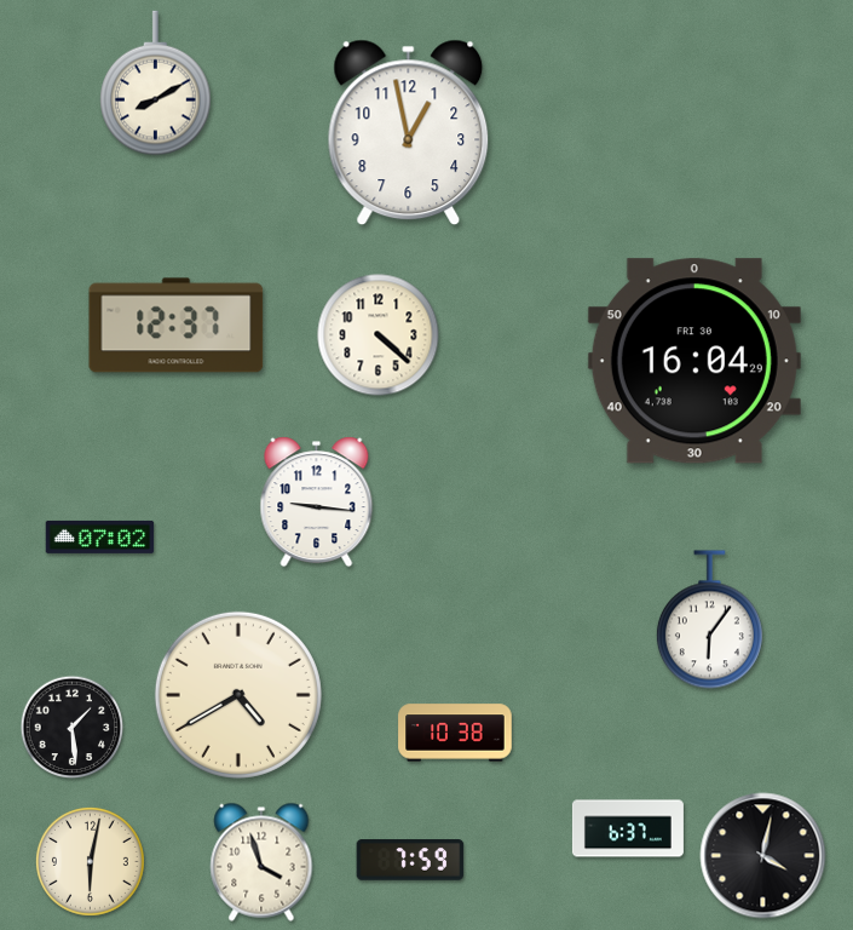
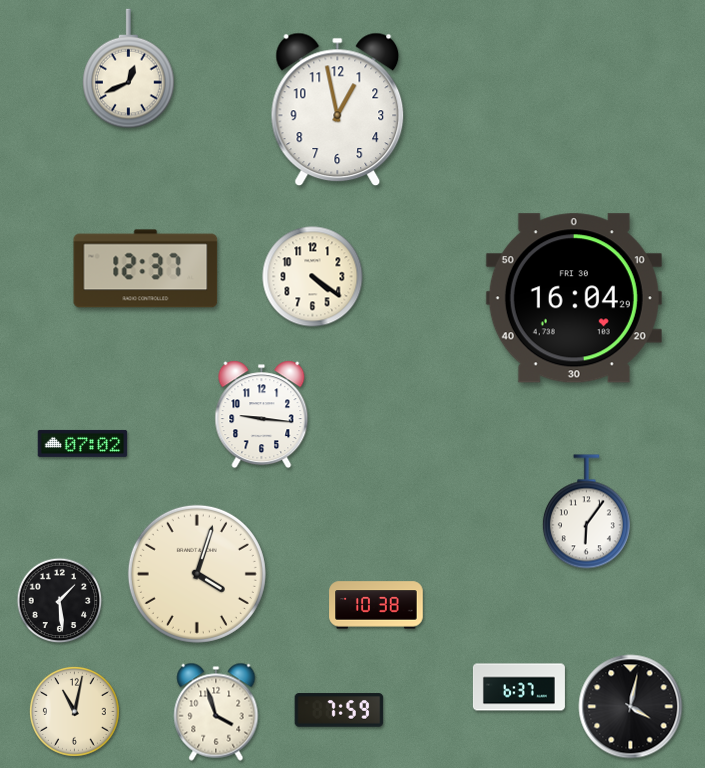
clock at (156, 84): 8:10 -> 12:41
clock at (379, 335): 4:22 -> 4:21
clock at (238, 695): 4:40 -> 4:03
clock at (628, 828) position: (628, 828) -> (519, 687)
clock at (90, 861): 6:02 -> 11:02
